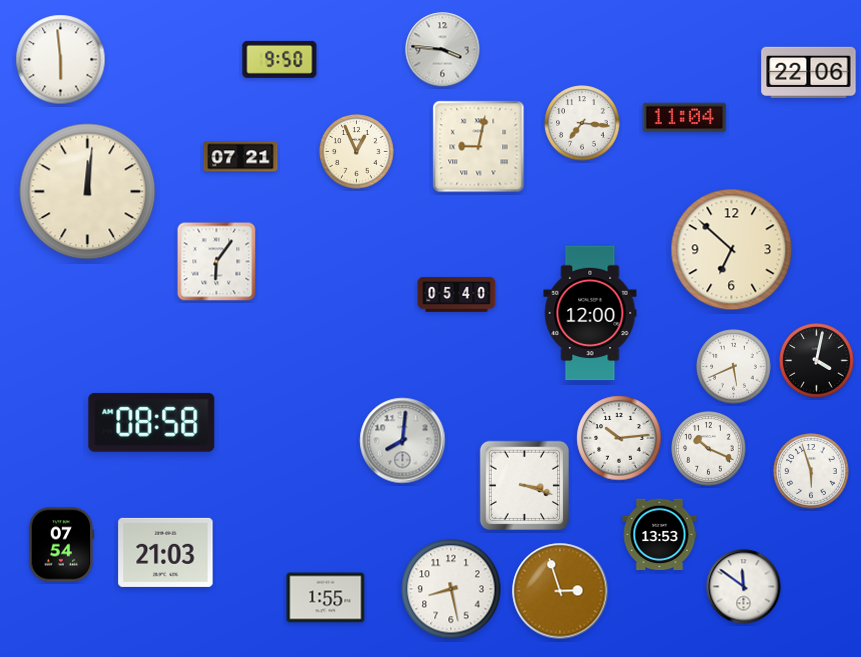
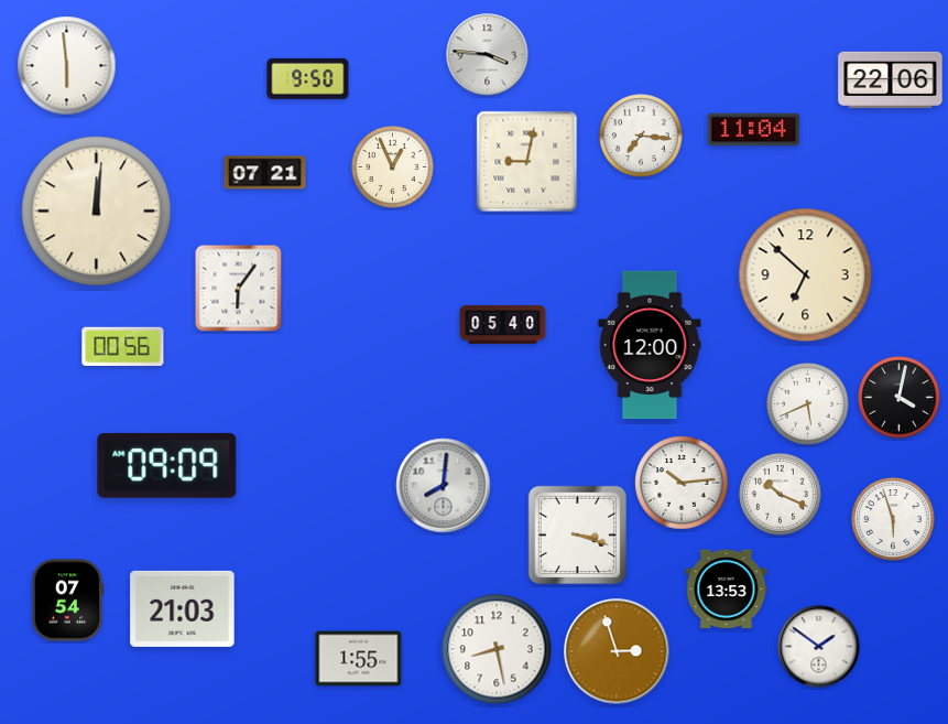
clock at (280, 59) position: (280, 59) -> (308, 78)
clock at (123, 346): none -> 00:56
clock at (152, 422): 08:58 -> 09:09
clock at (744, 587): 11:51 -> 1:51
